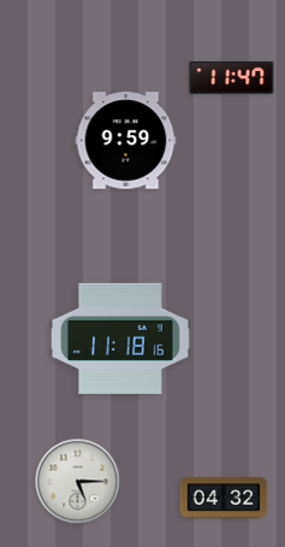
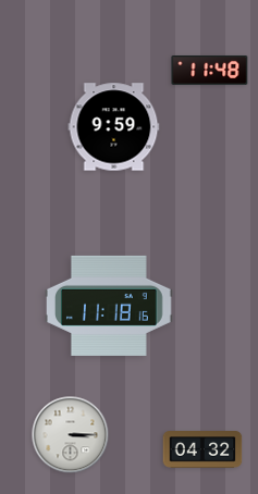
clock at (232, 77): 11:47 -> 11:48
clock at (78, 482): 5:15 -> 3:15
